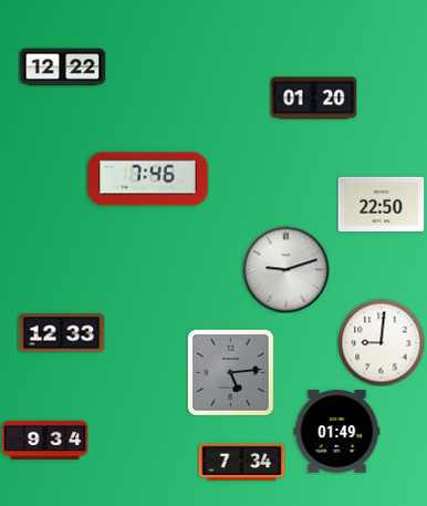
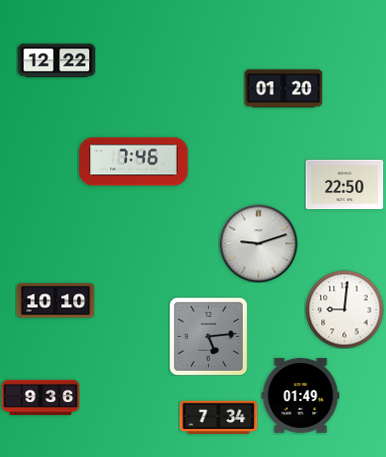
clock at (61, 333): 12:33 -> 10:10
clock at (336, 432) position: (336, 432) -> (300, 396)
clock at (44, 441): 9:34 -> 9:36
